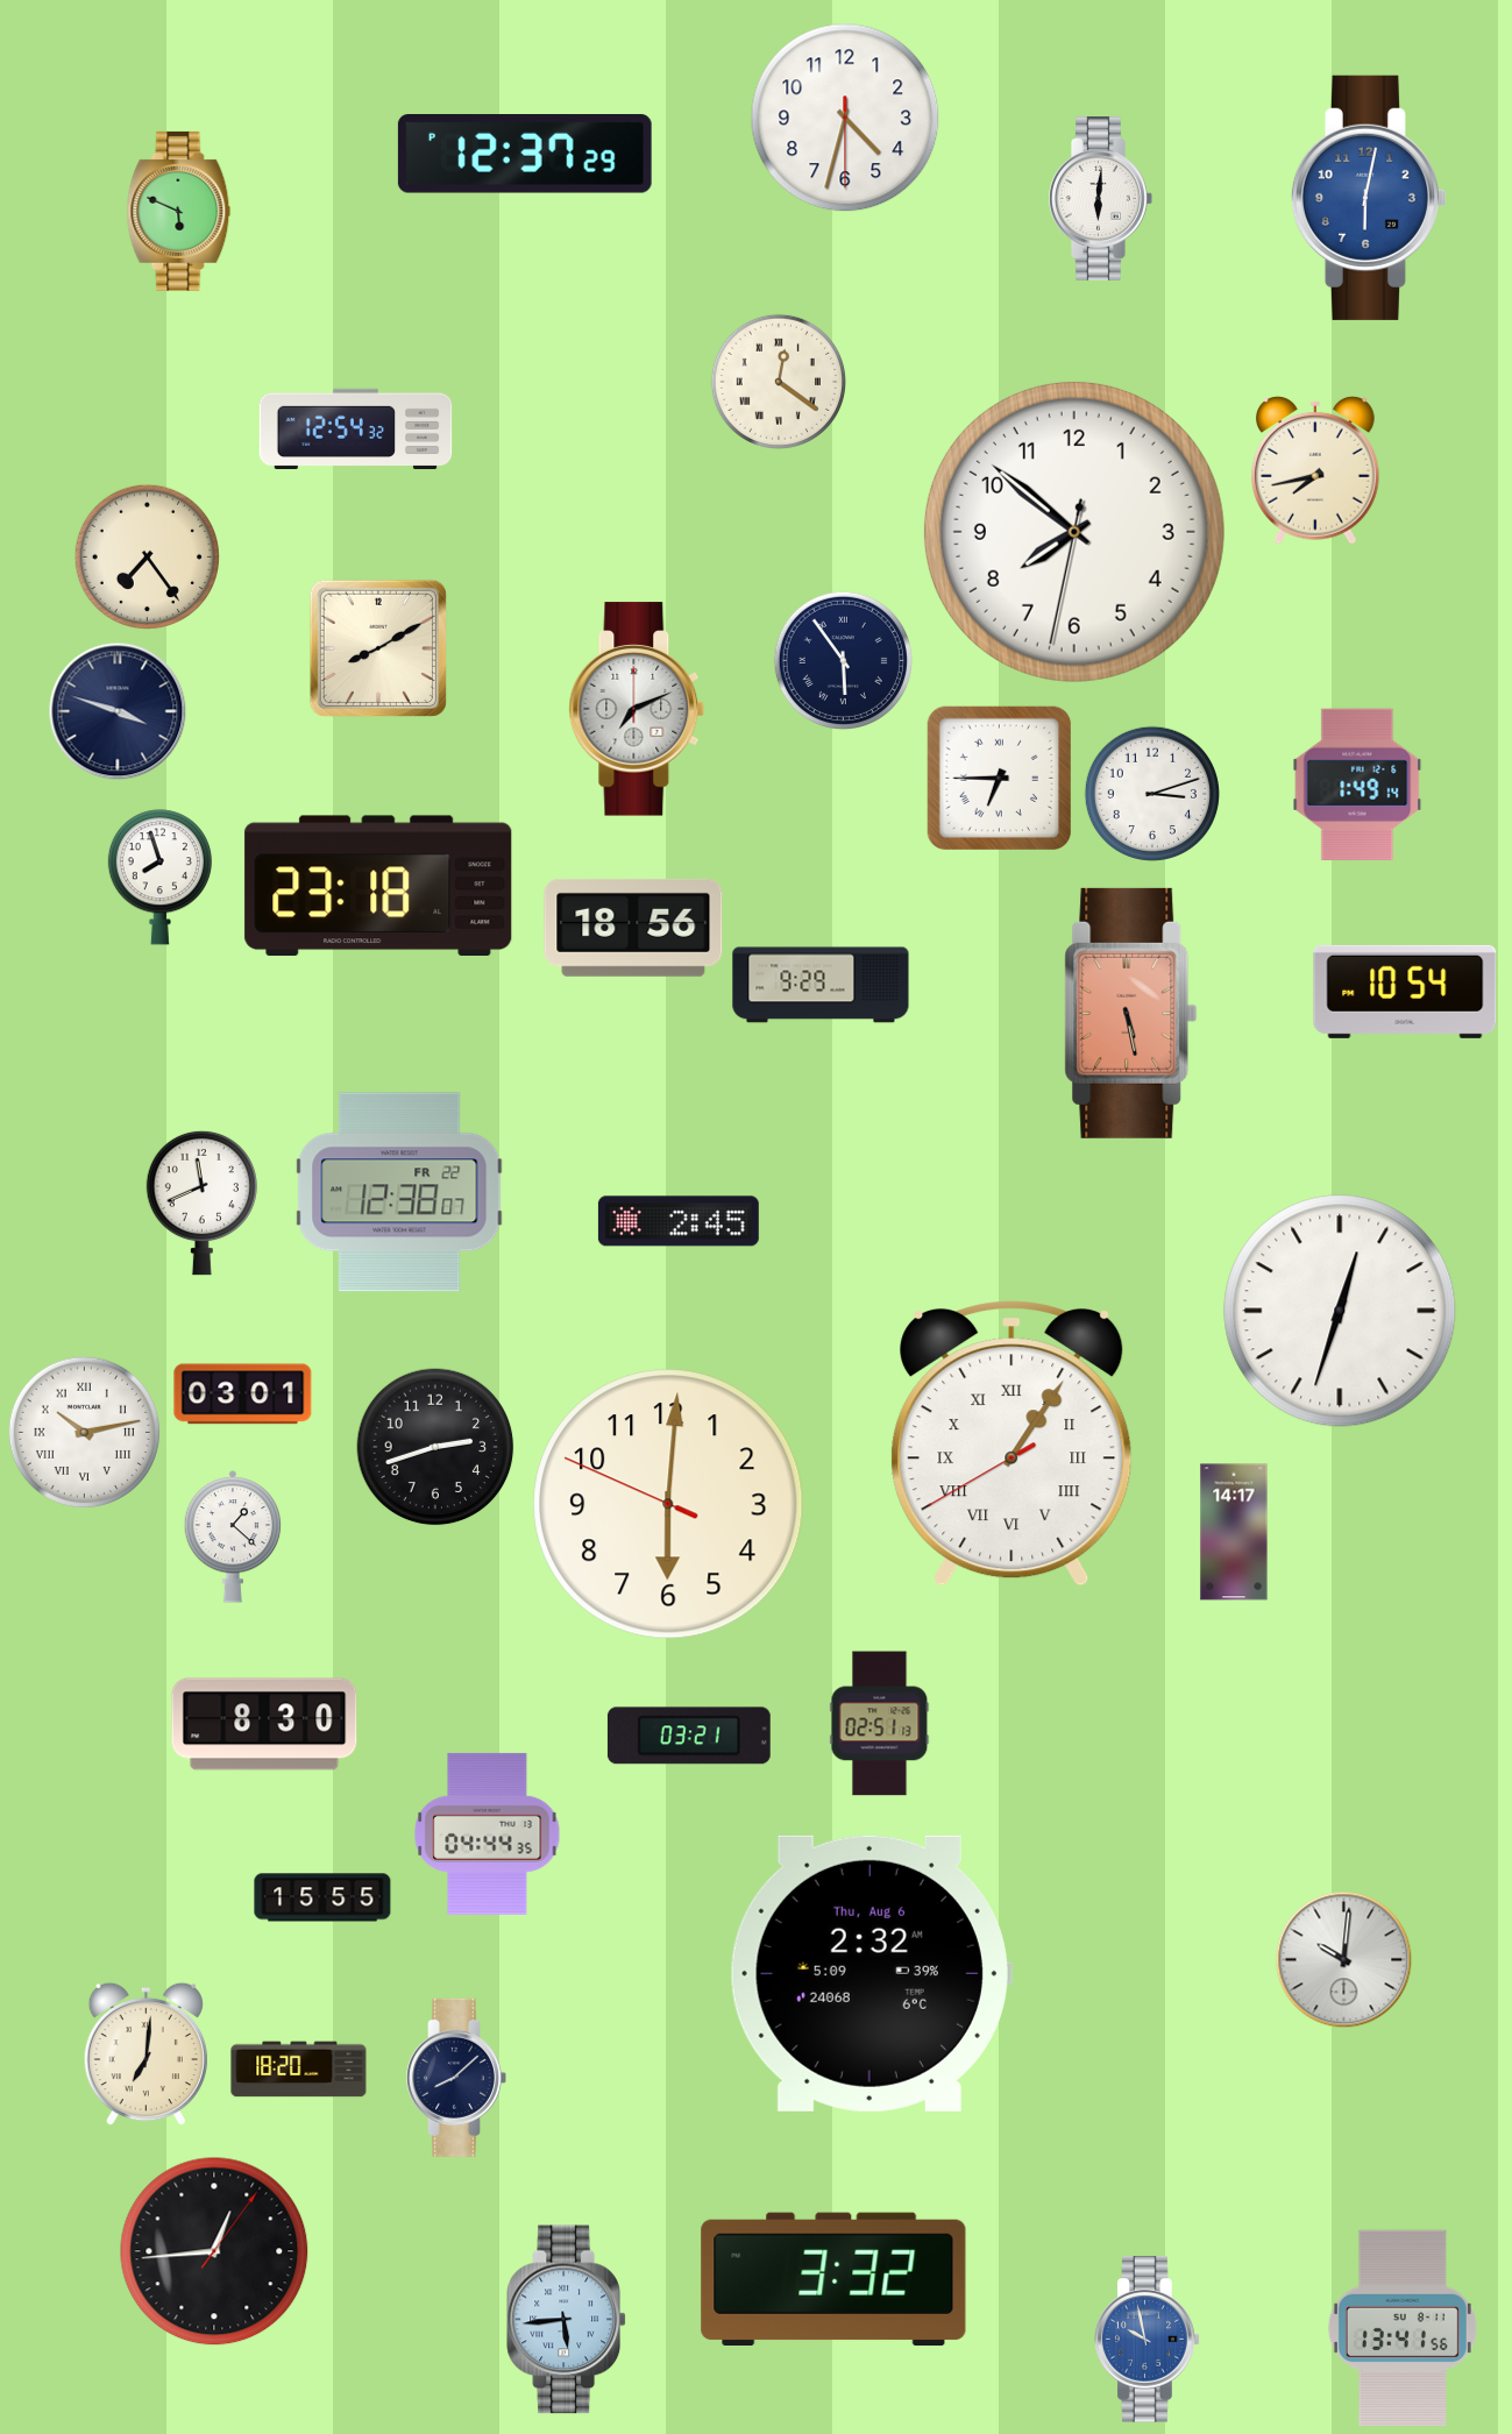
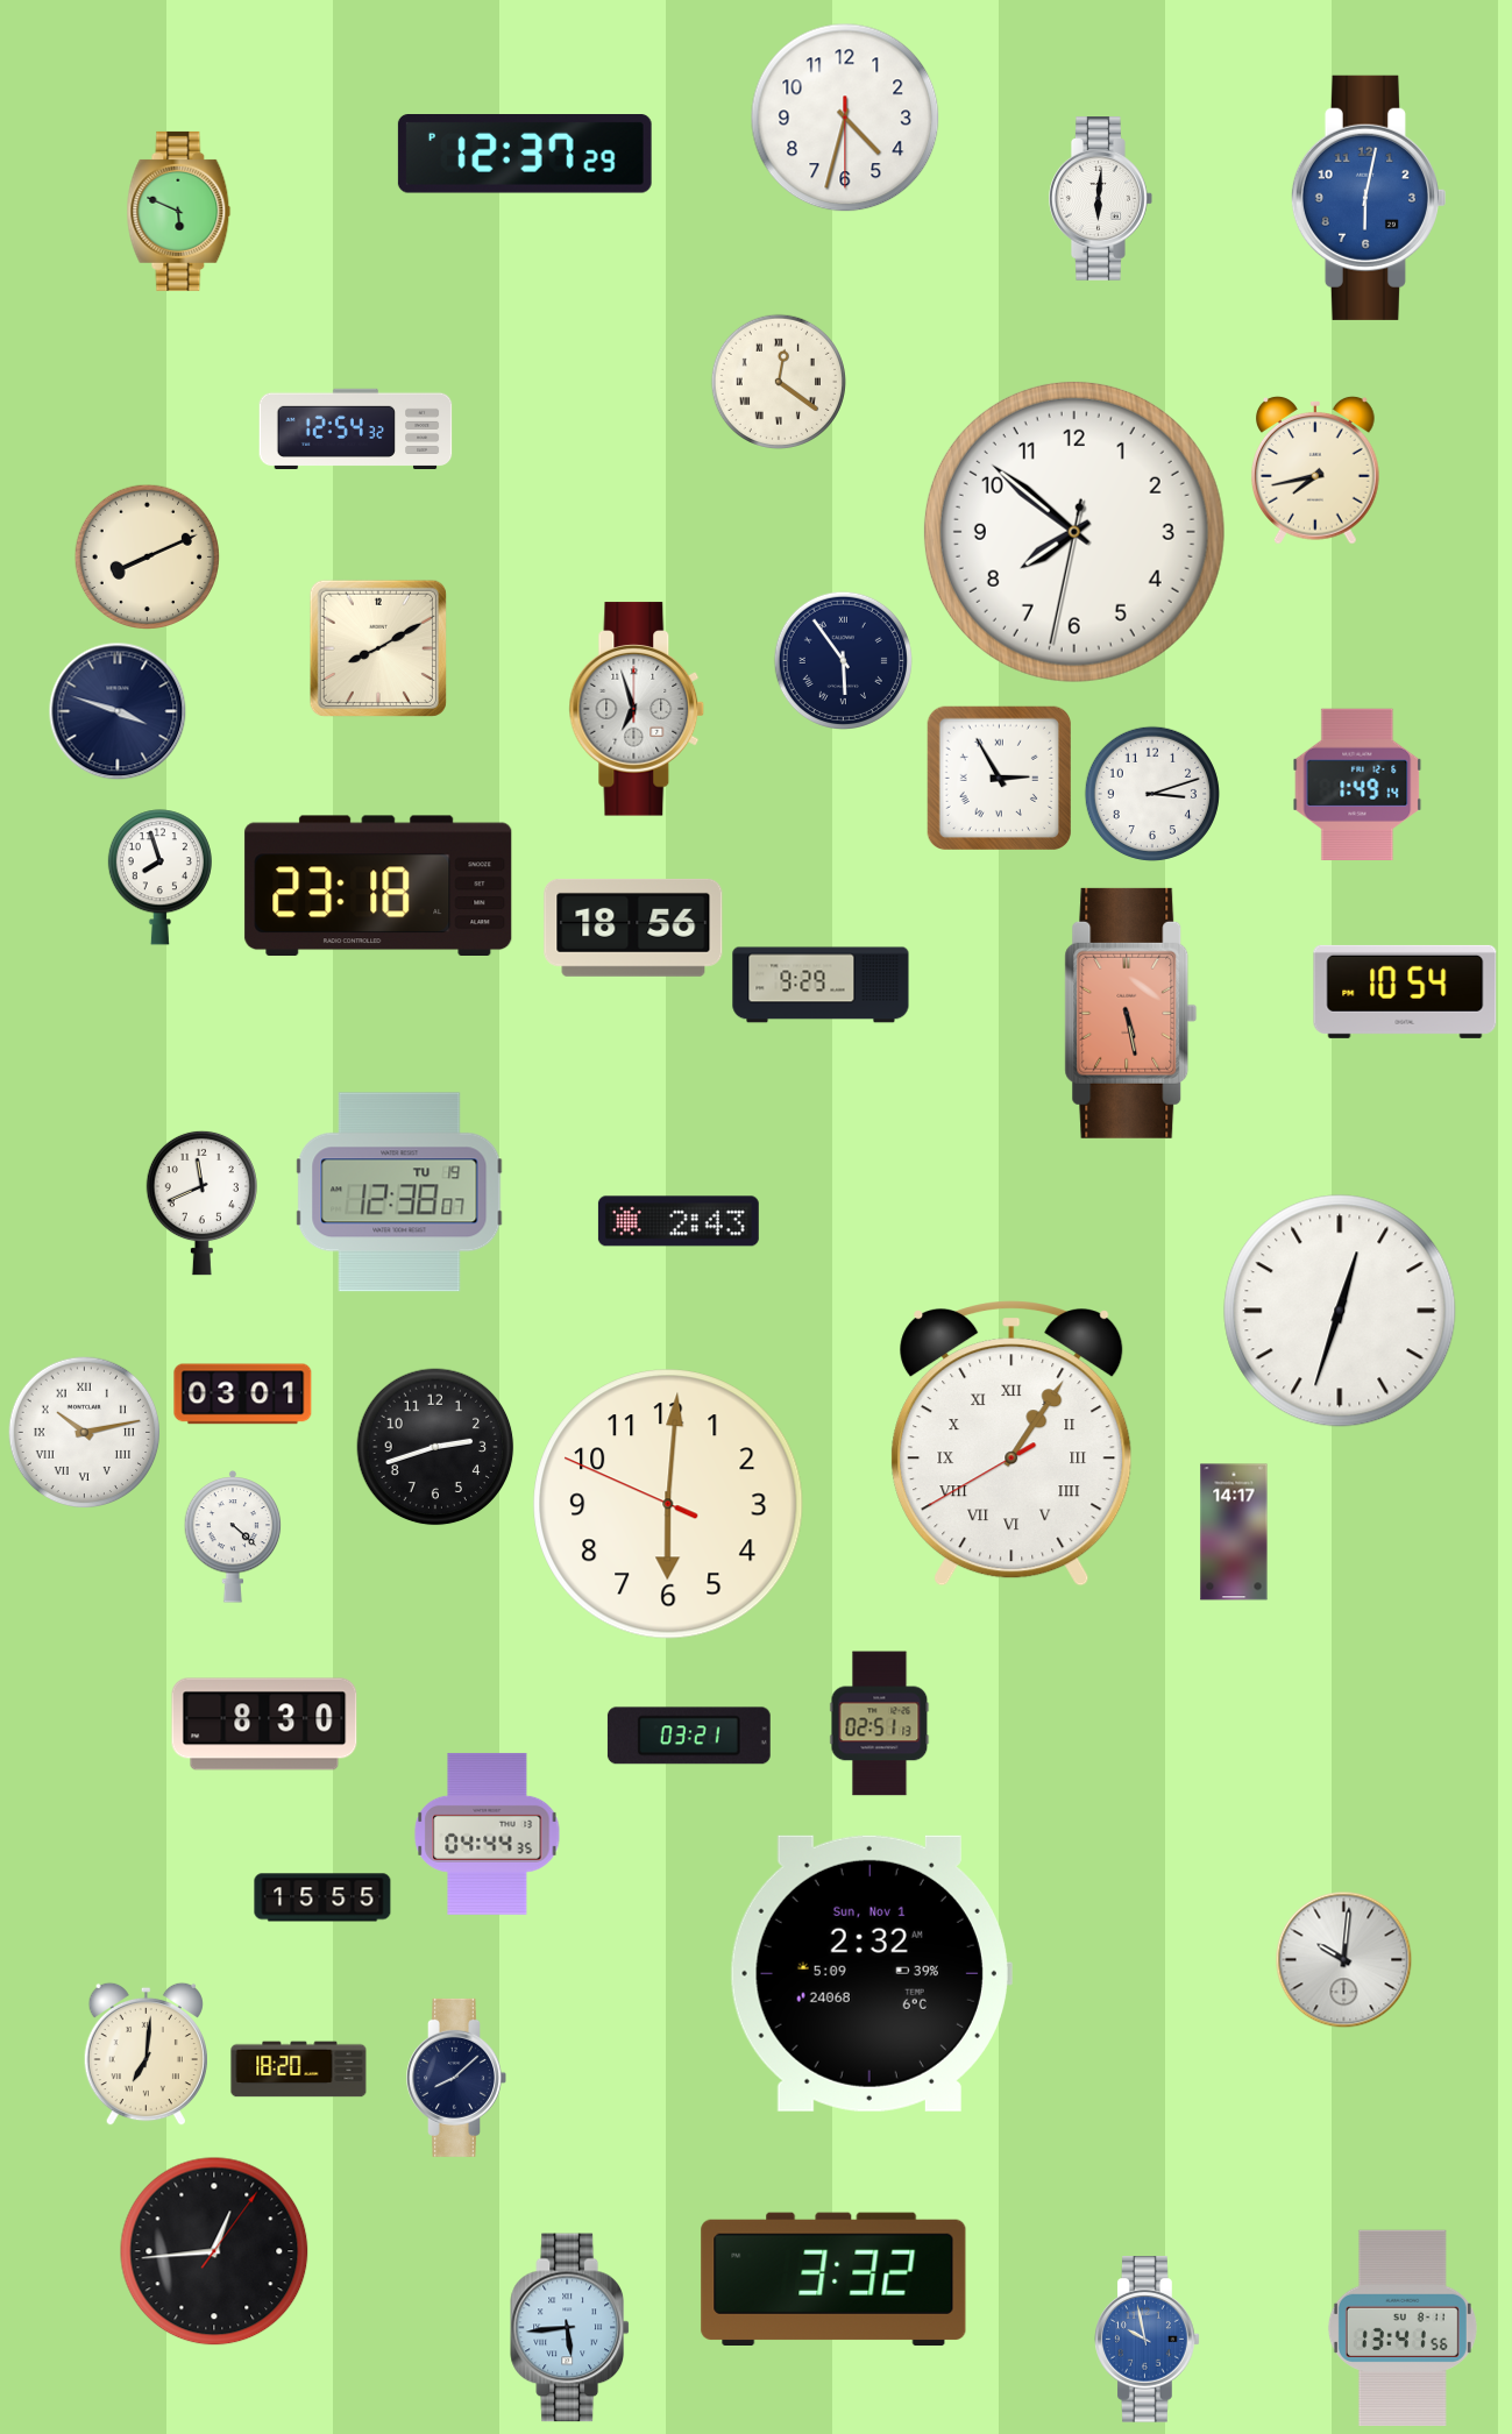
clock at (148, 558): 7:24 -> 8:11
clock at (637, 709): 7:11 -> 6:57
clock at (1000, 779): 6:45 -> 2:55
clock at (399, 1192) date: FR 22 -> TU 19
clock at (679, 1221): 2:45 -> 2:43
clock at (233, 1537): 1:22 -> 4:22
clock at (871, 1973) date: Thu, Aug 6 -> Sun, Nov 1
clock at (566, 2320) position: (566, 2320) -> (569, 2328)
